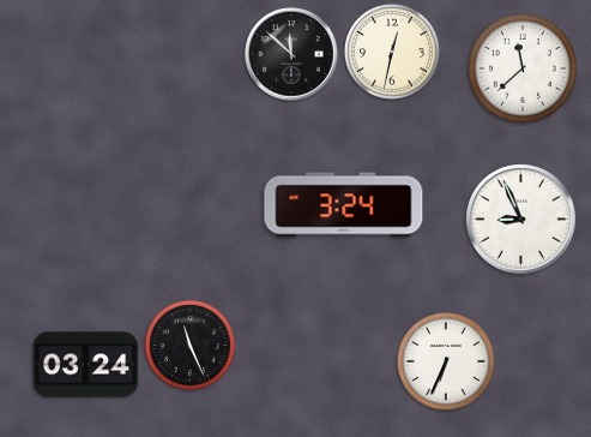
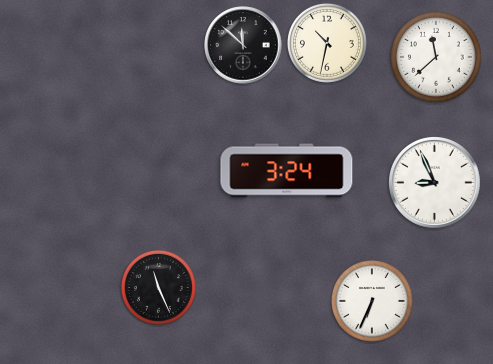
clock at (392, 52): 12:32 -> 10:32
clock at (86, 365): 03:24 -> none
